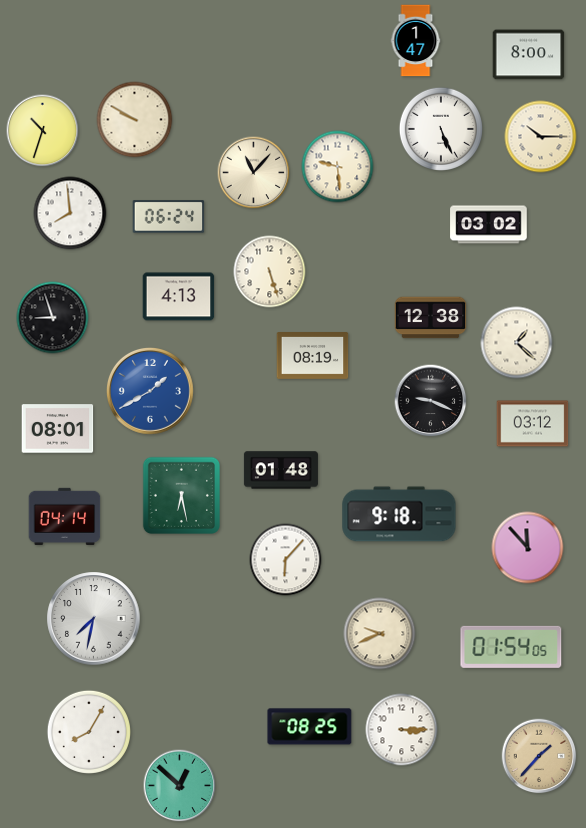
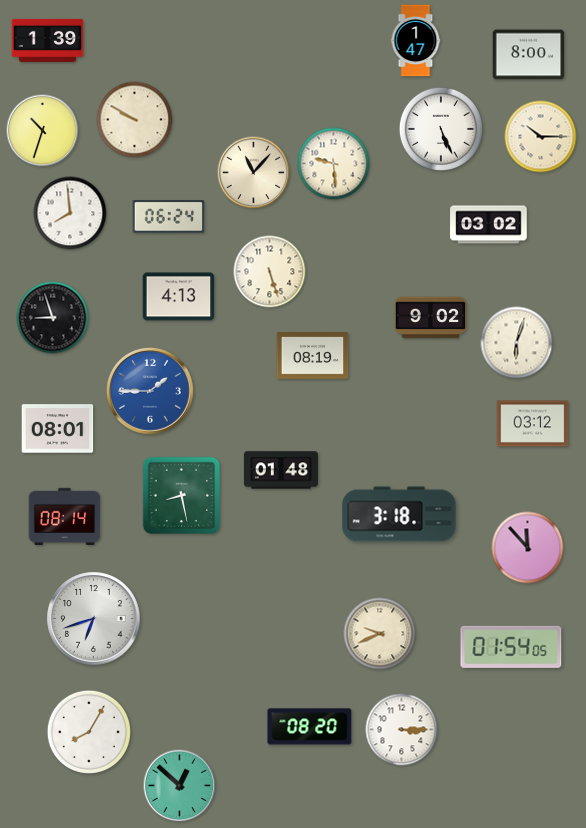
clock at (48, 40): none -> 1:39
clock at (338, 167) position: (338, 167) -> (334, 164)
clock at (431, 318): 12:38 -> 9:02
clock at (517, 343): 1:22 -> 6:03
clock at (150, 391): 1:40 -> 1:45
clock at (431, 401): 9:19 -> none
clock at (181, 495): 6:28 -> 8:28
clock at (399, 514): 9:18 -> 3:18
clock at (65, 516): 04:14 -> 08:14
clock at (286, 560): 6:07 -> none
clock at (94, 619): 7:32 -> 6:42
clock at (310, 727): 08:25 -> 08:20
clock at (539, 756): 1:37 -> none
